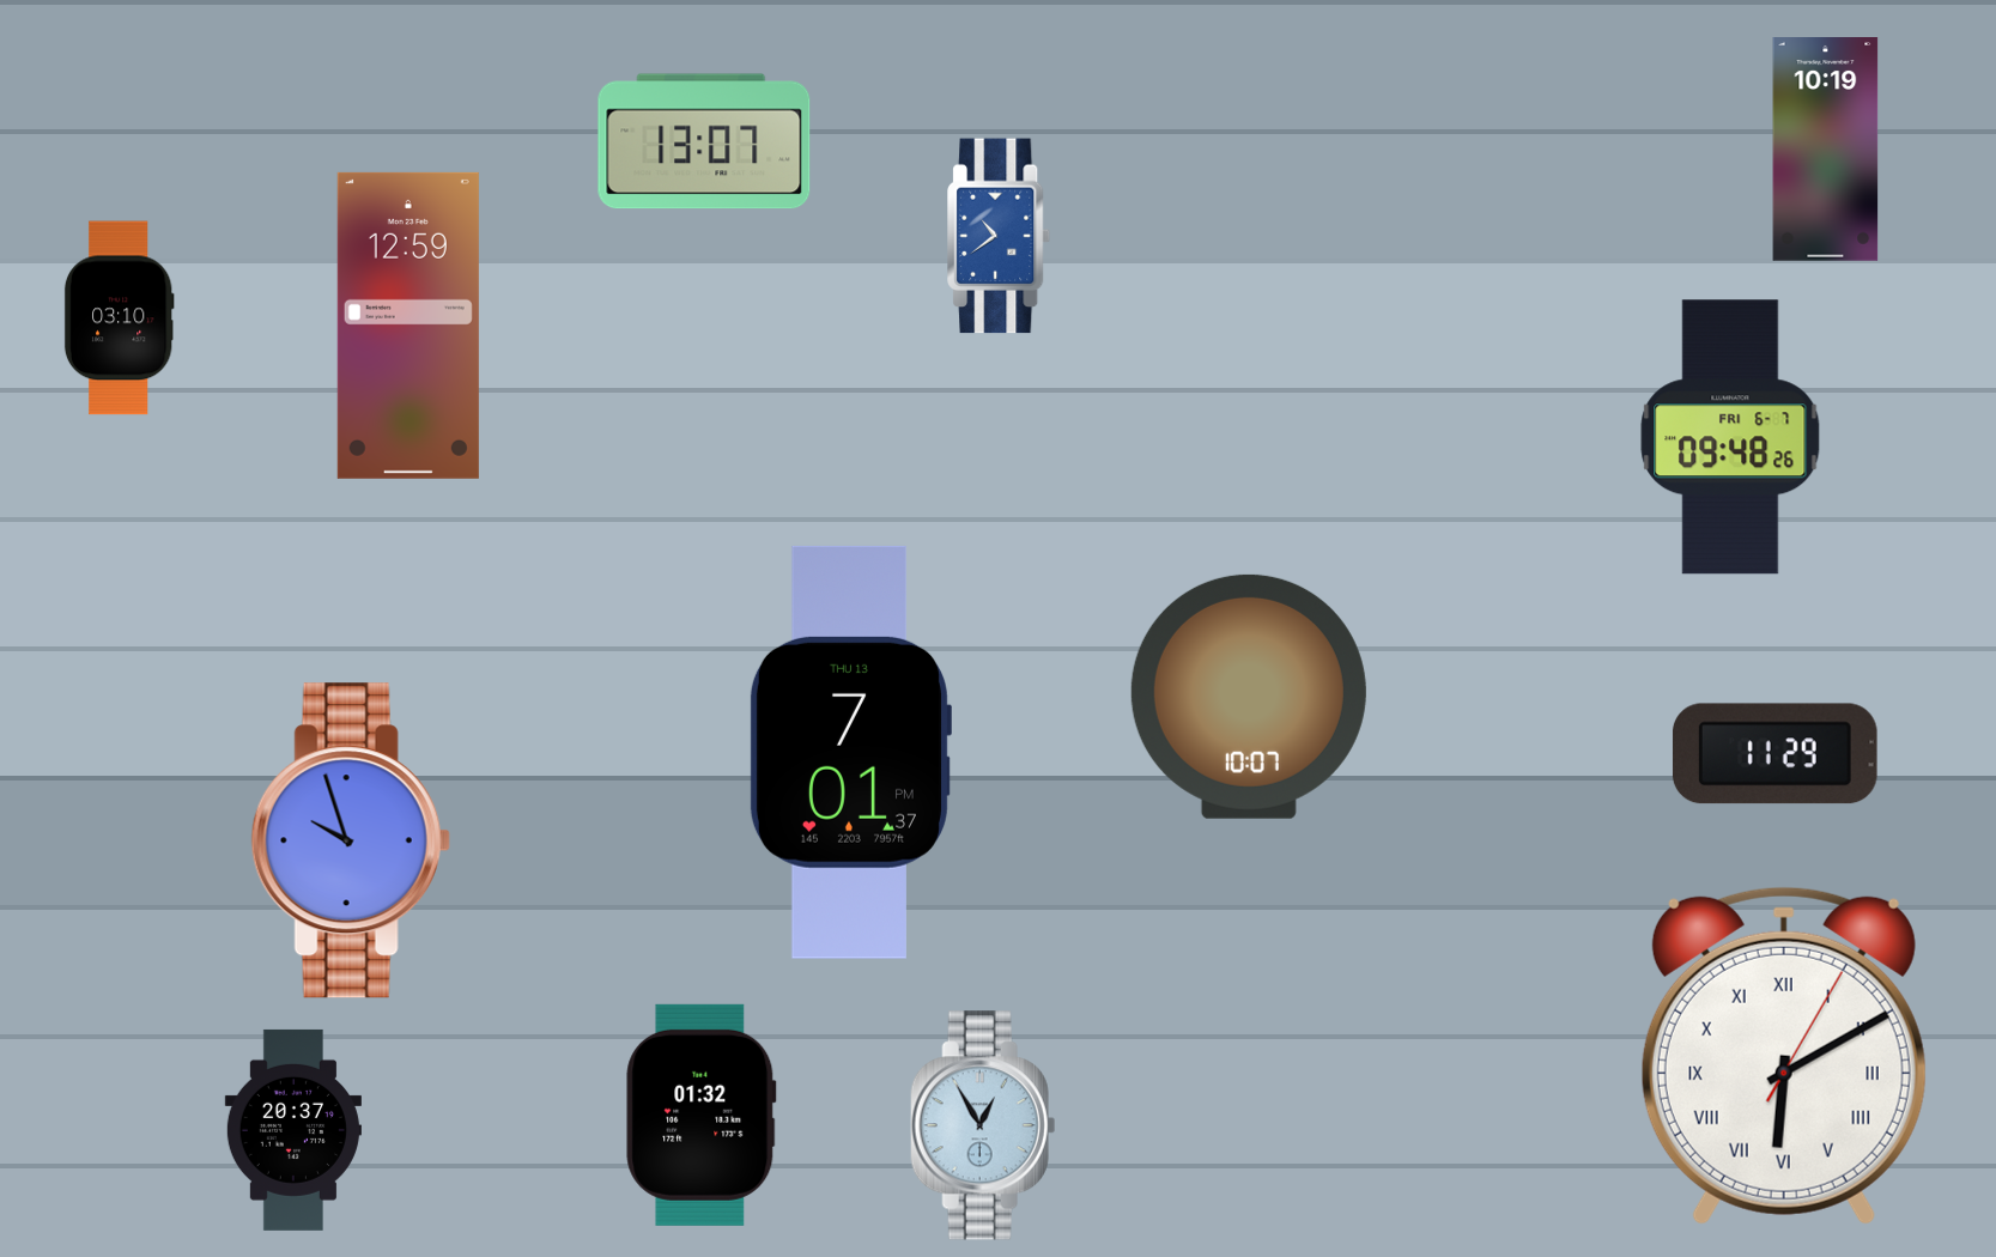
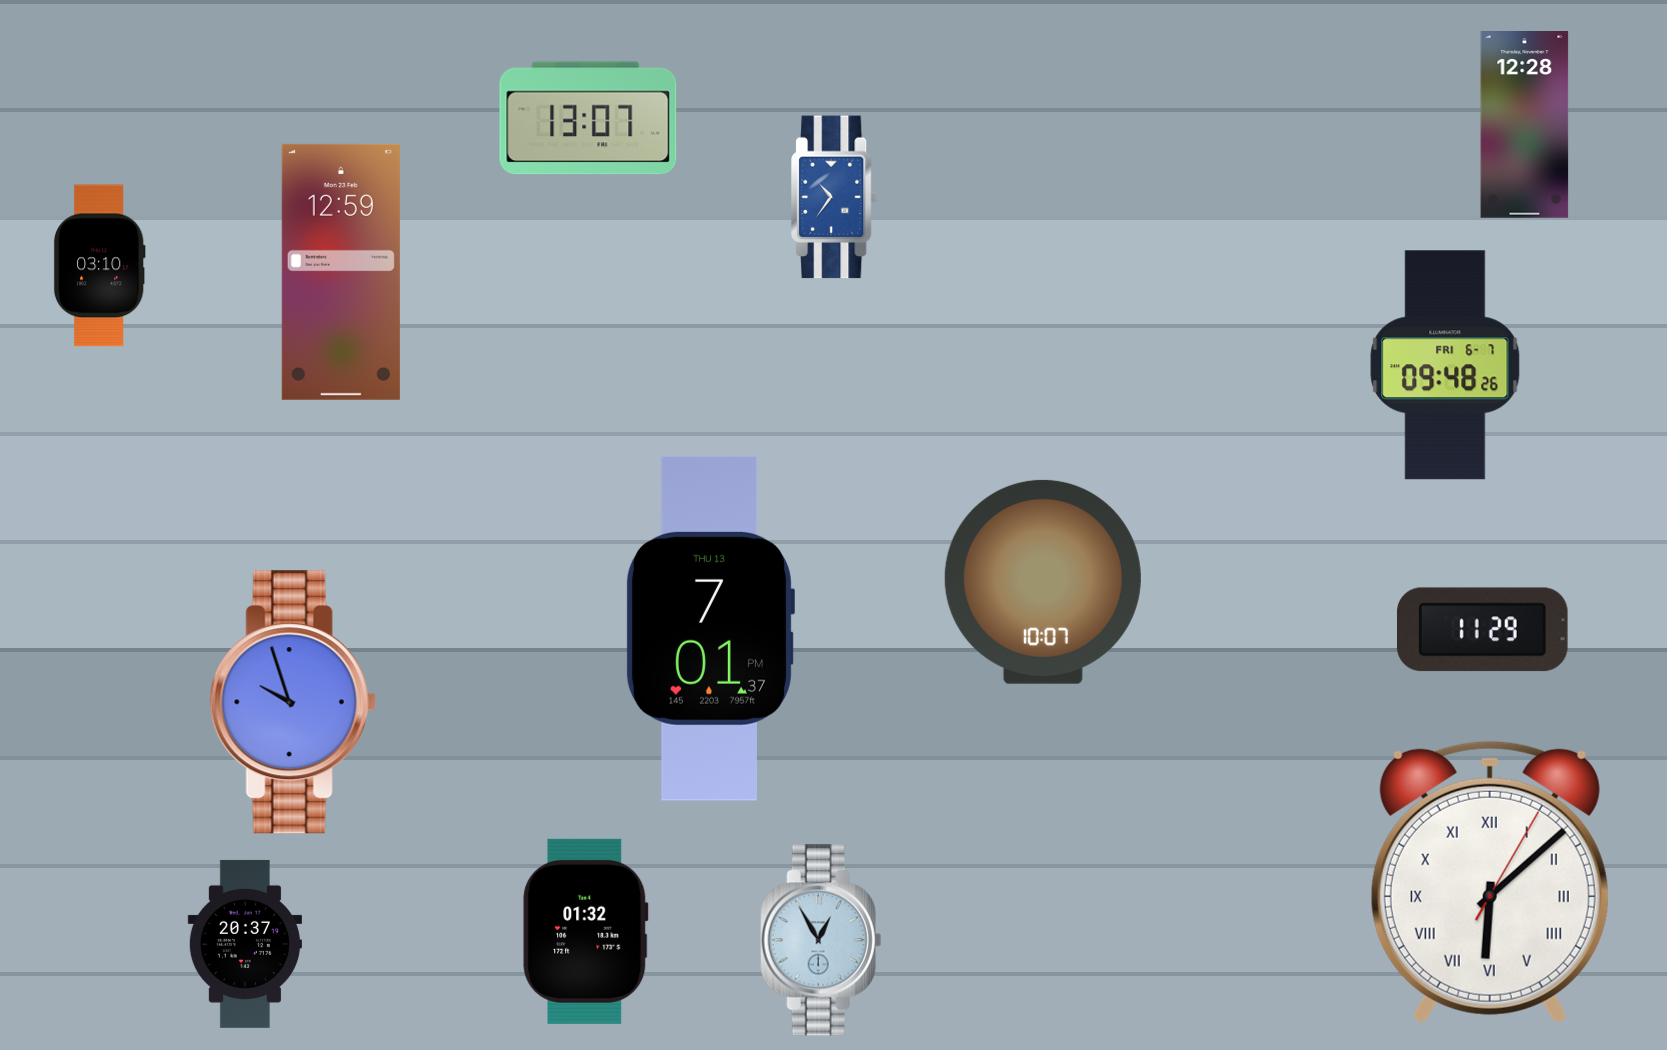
clock at (1826, 150): 10:19 -> 12:28
clock at (1000, 236): 10:39 -> 10:36
clock at (1784, 1056): 6:10 -> 6:08
